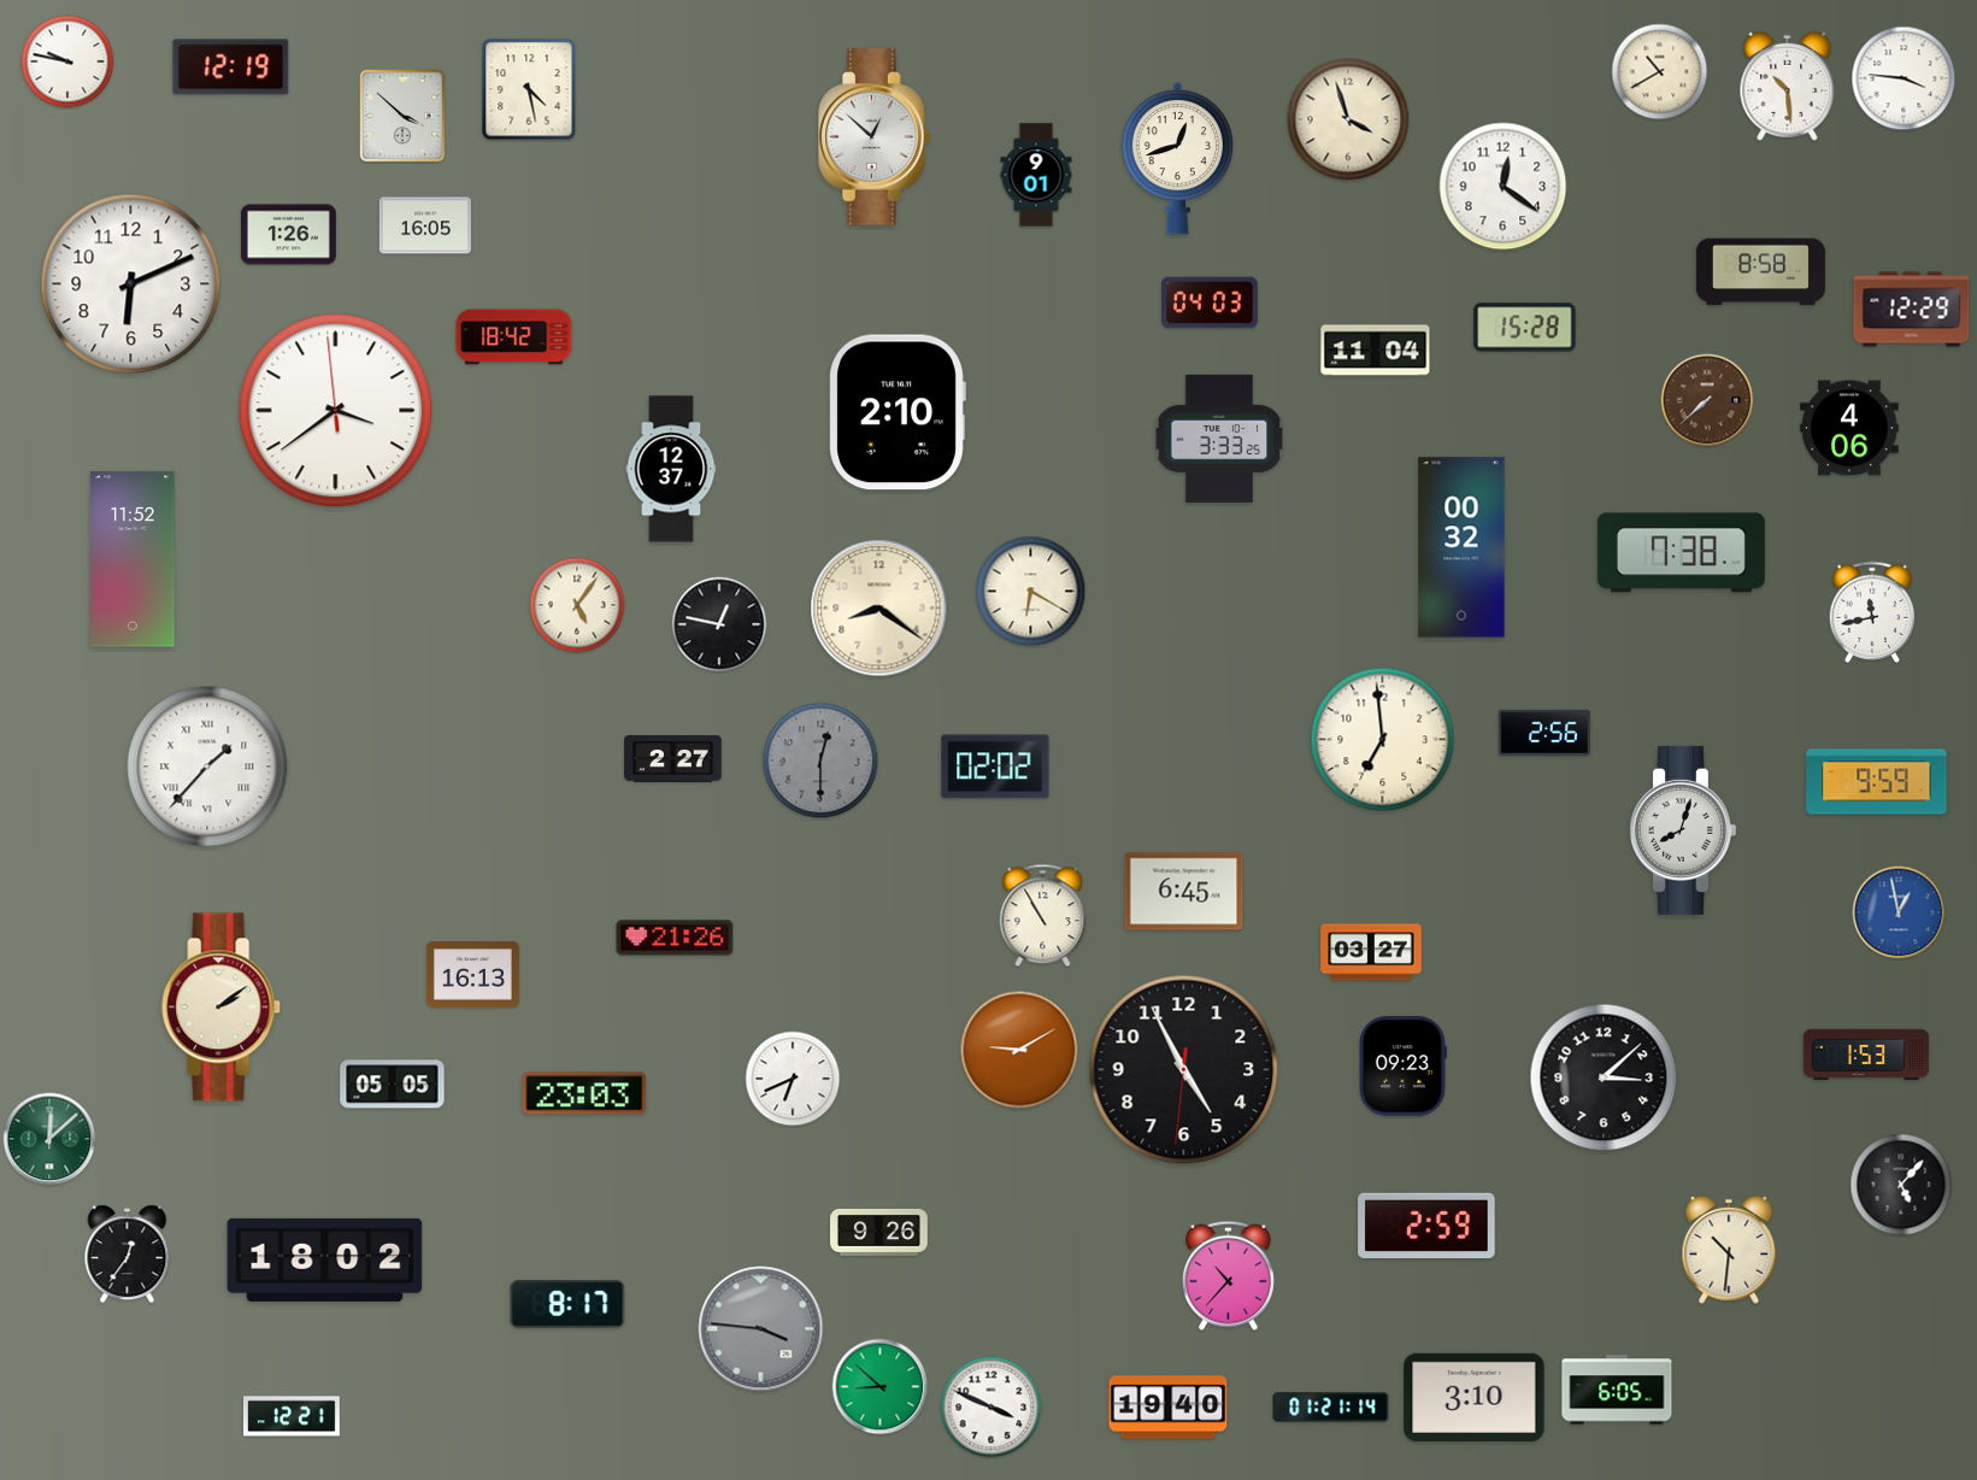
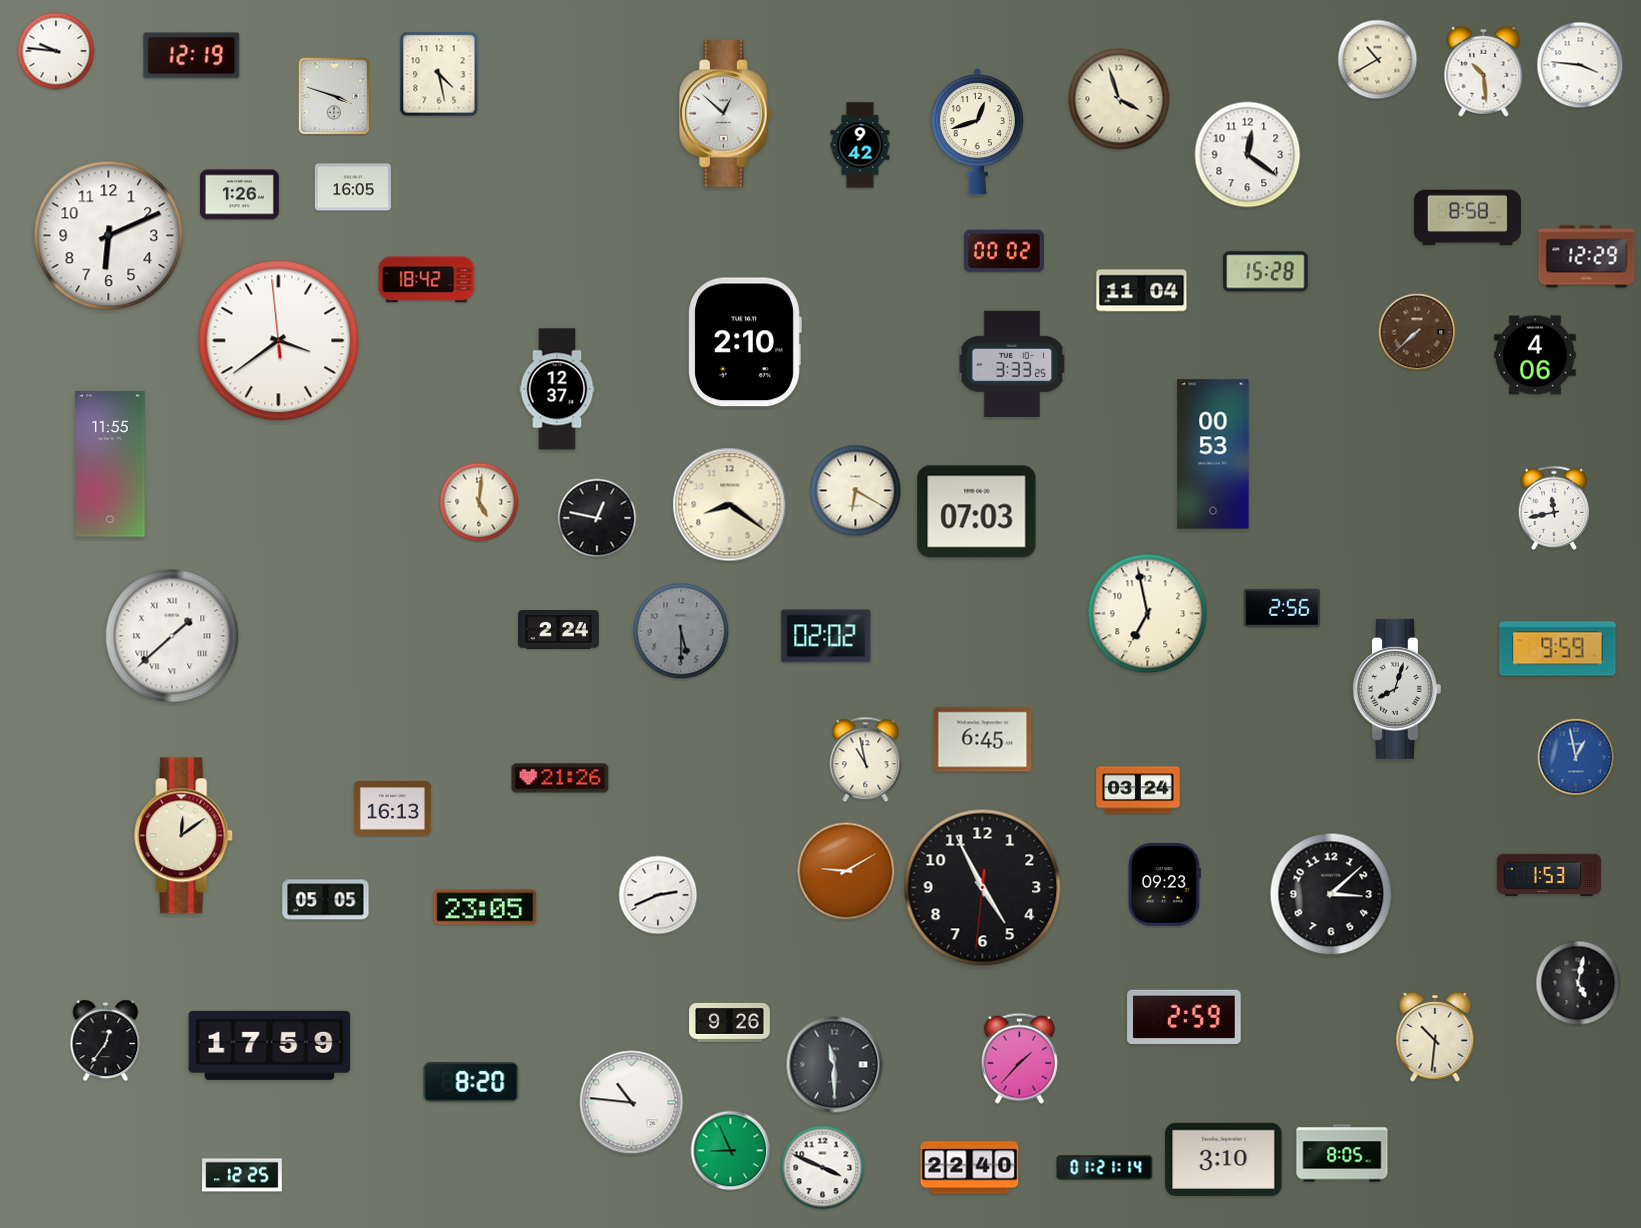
clock at (67, 61): 9:47 -> 9:46
clock at (402, 116): 3:52 -> 3:48
clock at (1036, 175): 9:01 -> 9:42
clock at (1760, 272) position: (1760, 272) -> (1467, 218)
clock at (1211, 303): 04:03 -> 00:02
clock at (1461, 547): 00:32 -> 00:53
clock at (1681, 553): 7:38 -> none
clock at (133, 559): 11:52 -> 11:55
clock at (577, 605): 5:06 -> 5:01
clock at (977, 512): none -> 07:03
clock at (1383, 740): 6:59 -> 6:58
clock at (673, 759): 2:27 -> 2:24
clock at (820, 760): 12:30 -> 5:30
clock at (207, 767): 1:37 -> 1:38
clock at (1043, 916): 10:55 -> 10:58
clock at (1371, 952): 03:27 -> 03:24
clock at (222, 1008): 2:09 -> 12:09
clock at (793, 1079): 6:41 -> 2:41
clock at (584, 1093): 23:03 -> 23:05
clock at (49, 1139): 12:08 -> none
clock at (1901, 1185): 5:07 -> 5:02
clock at (325, 1259): 18:02 -> 17:59
clock at (1228, 1275): 10:37 -> 1:37
clock at (835, 1065): none -> 11:30
clock at (567, 1305): 8:17 -> 8:20
clock at (761, 1329): 3:46 -> 10:46
clock at (761, 1329) dial: grey -> white
clock at (881, 1387): 8:52 -> 8:56
clock at (1617, 1390): 6:05 -> 8:05
clock at (1169, 1408): 19:40 -> 22:40
clock at (293, 1416): 12:21 -> 12:25
